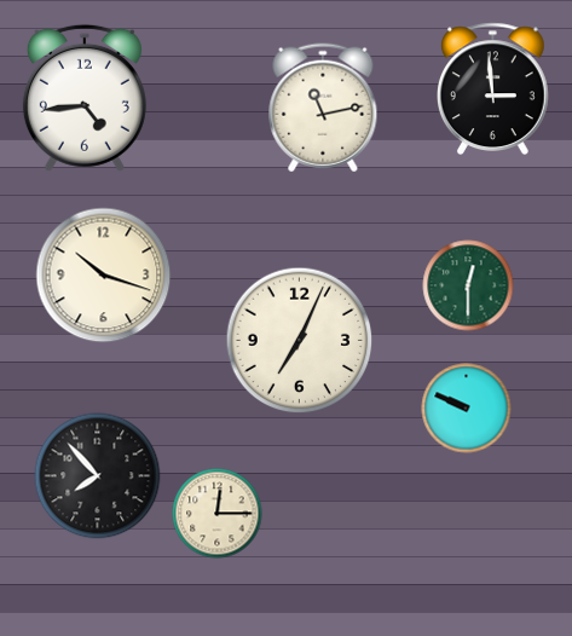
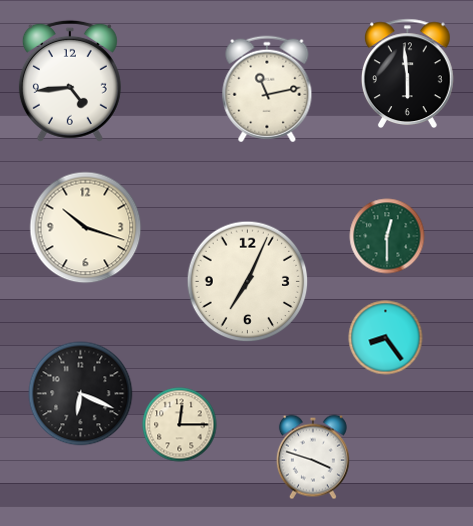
clock at (493, 88): 2:59 -> 5:59
clock at (467, 409): 9:49 -> 8:24
clock at (98, 476): 7:53 -> 6:19
clock at (313, 457): none -> 3:48
